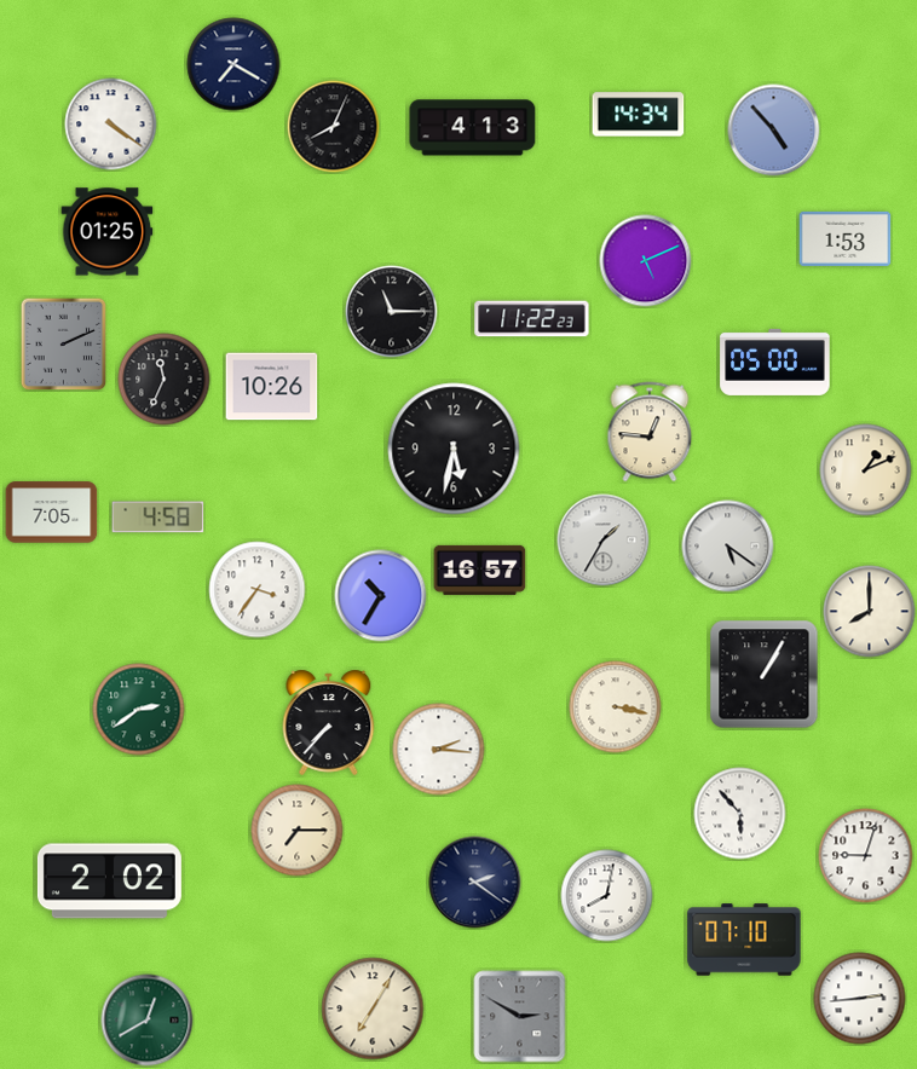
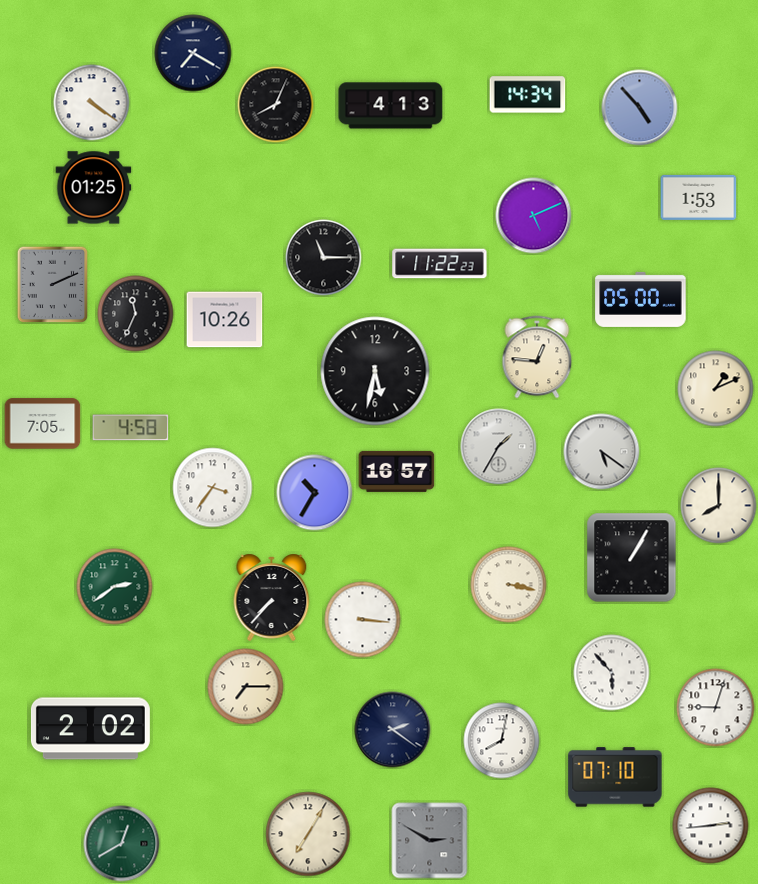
clock at (108, 232) position: (108, 232) -> (94, 188)
clock at (439, 750): 2:16 -> 3:16
